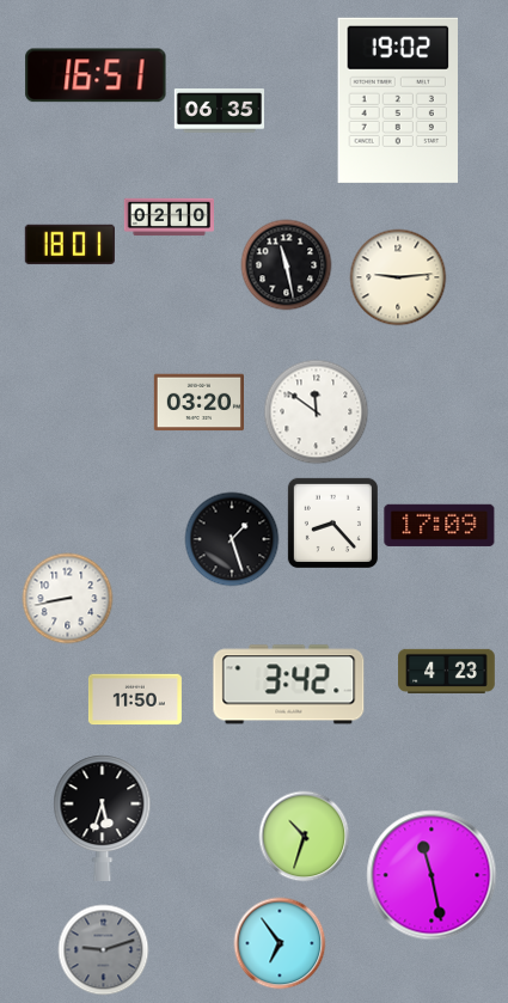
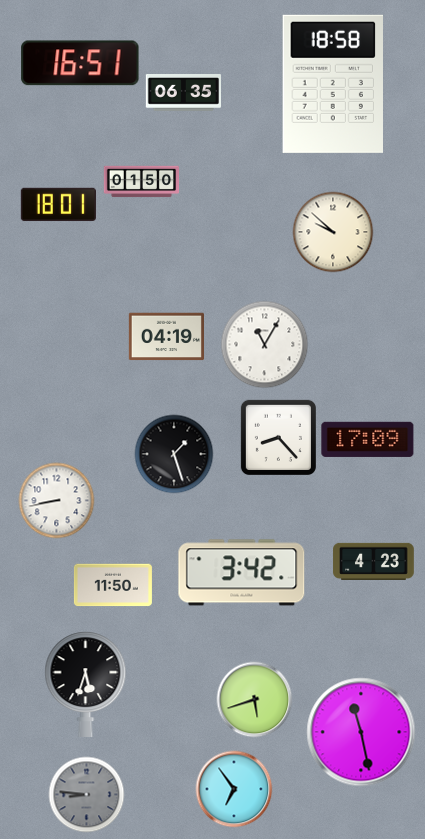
clock at (397, 100): 19:02 -> 18:58
clock at (169, 218): 02:10 -> 01:50
clock at (287, 265): 11:28 -> none
clock at (398, 277): 9:14 -> 9:52
clock at (198, 403): 03:20 -> 04:19
clock at (317, 412): 11:51 -> 11:05
clock at (232, 539) position: (232, 539) -> (174, 454)
clock at (305, 837): 10:33 -> 5:42
clock at (104, 950): 9:12 -> 8:46
